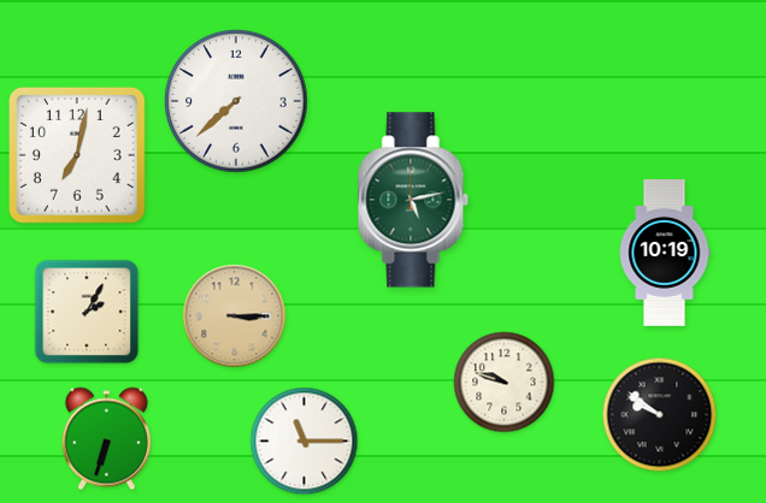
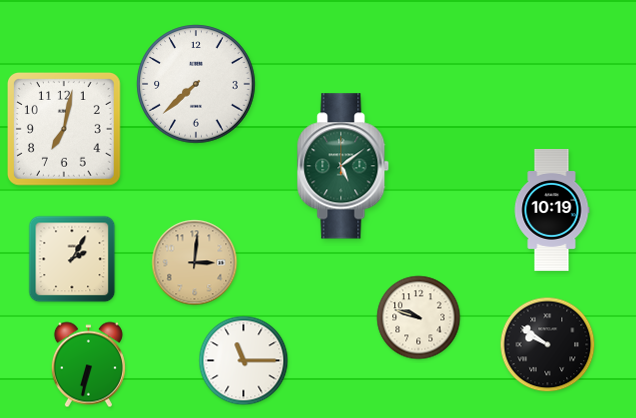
clock at (413, 200): 5:13 -> 5:09
clock at (235, 316): 3:15 -> 3:01
clock at (106, 439): 6:33 -> 6:32
clock at (305, 442) position: (305, 442) -> (244, 361)
